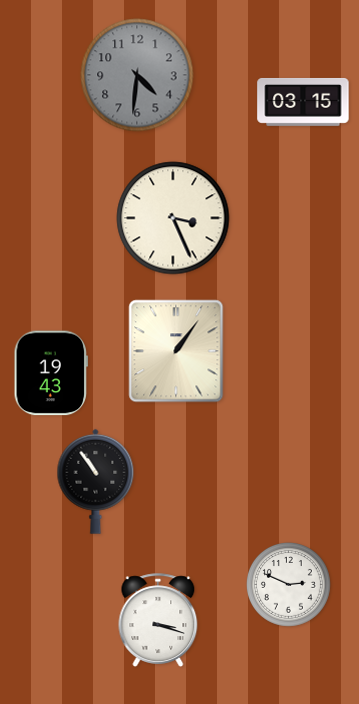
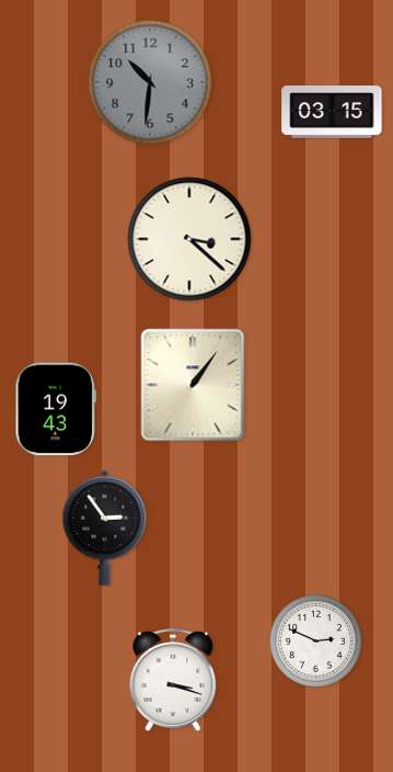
clock at (137, 75): 4:31 -> 10:31
clock at (173, 218): 3:26 -> 3:22
clock at (96, 481): 10:54 -> 2:54
